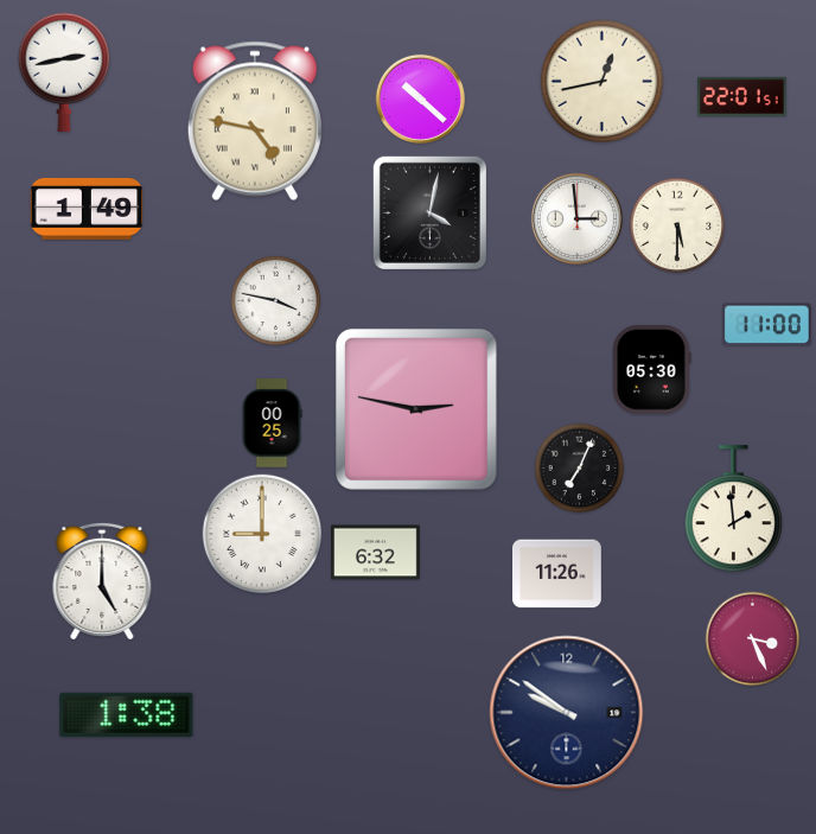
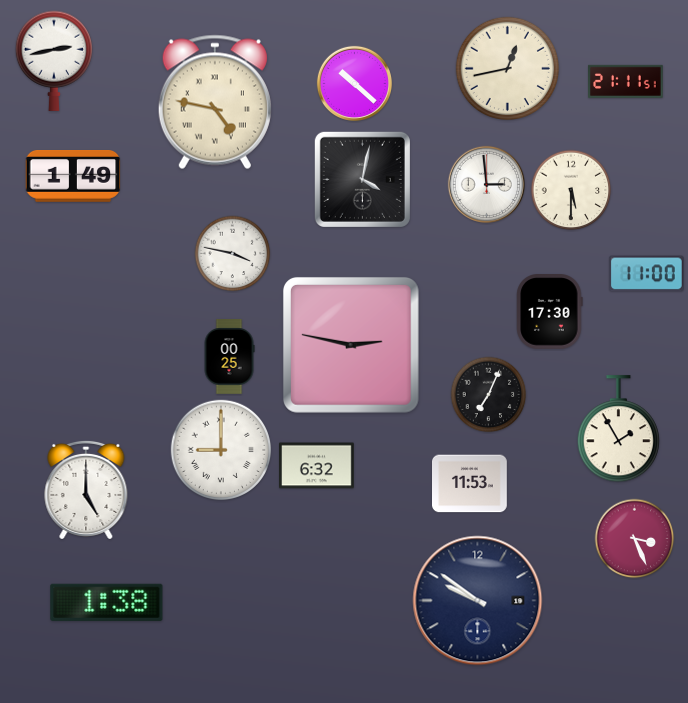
clock at (742, 96): 22:01 -> 21:11
clock at (652, 370): 05:30 -> 17:30
clock at (733, 509): 1:59 -> 1:55
clock at (557, 574): 11:26 -> 11:53
